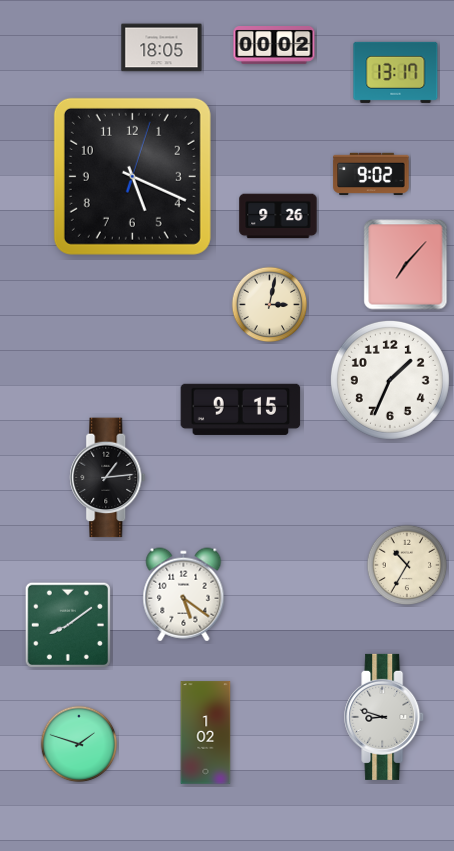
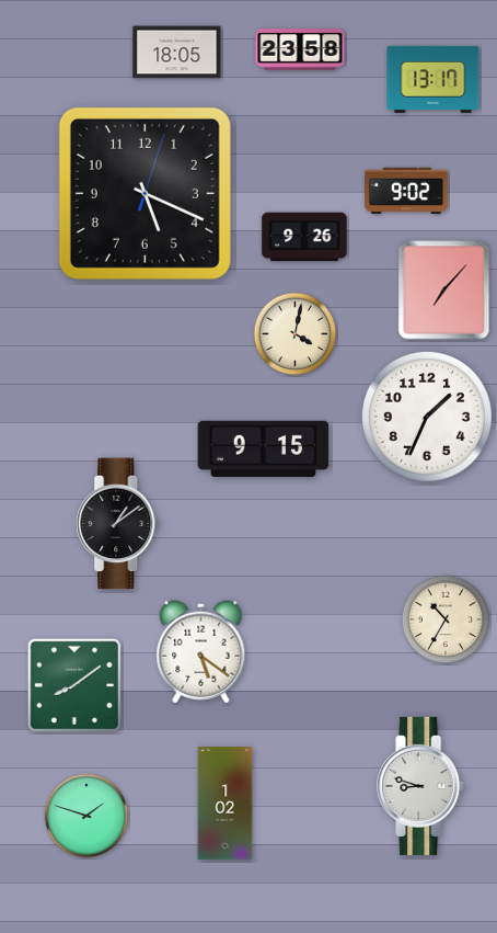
clock at (274, 46): 00:02 -> 23:58
clock at (270, 305): 3:02 -> 4:02
clock at (108, 478): 1:14 -> 1:09
